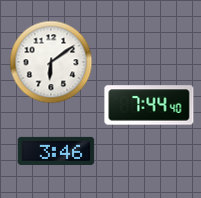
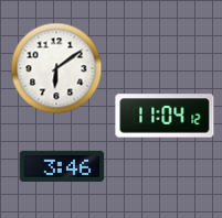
clock at (149, 105): 7:44 -> 11:04
